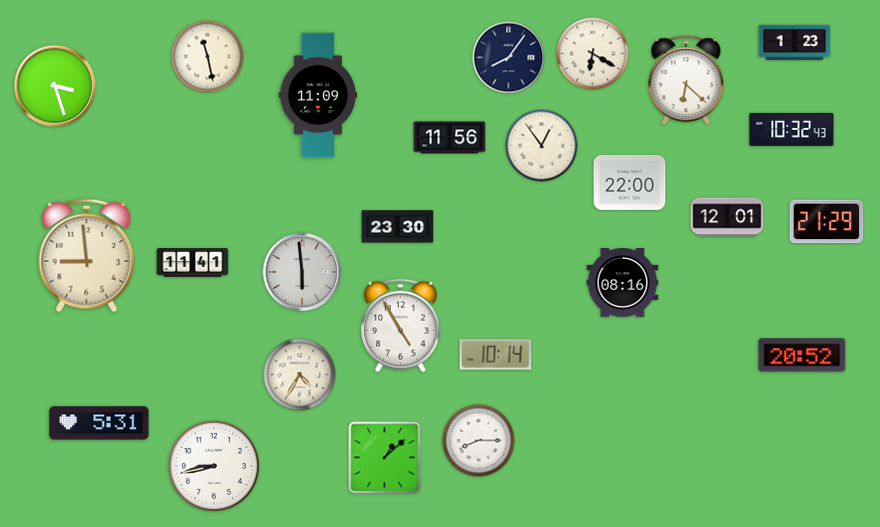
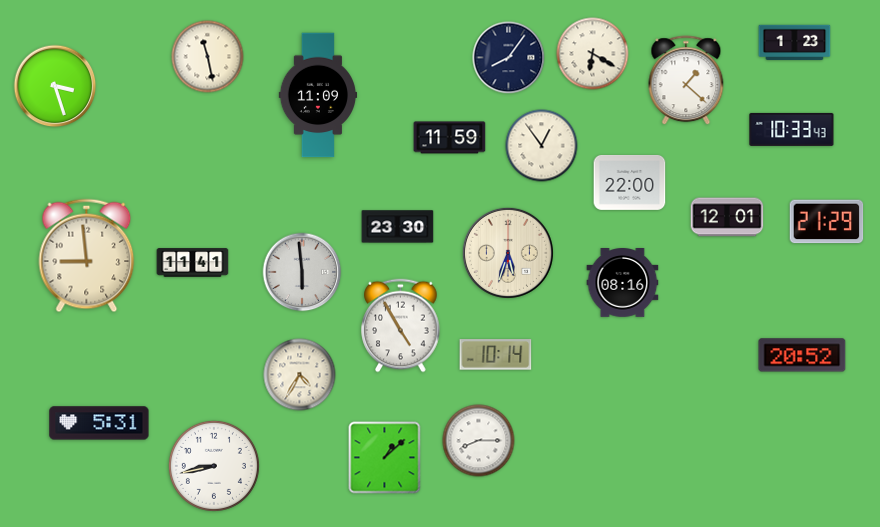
clock at (686, 81): 6:22 -> 1:22
clock at (792, 129): 10:32 -> 10:33
clock at (450, 138): 11:56 -> 11:59
clock at (508, 253): none -> 5:33
